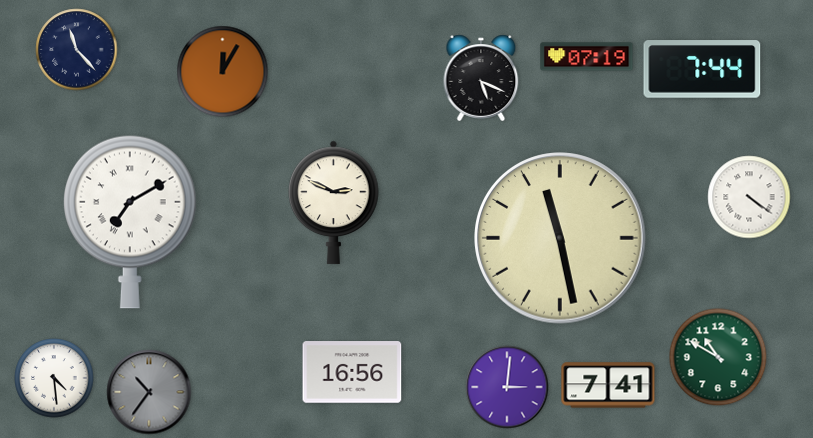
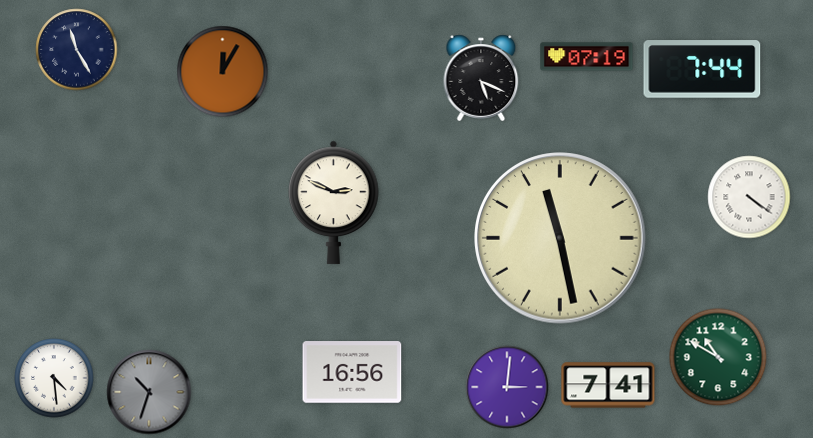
clock at (77, 50): 11:23 -> 11:25
clock at (130, 222): 7:10 -> none
clock at (149, 392): 10:36 -> 10:33
